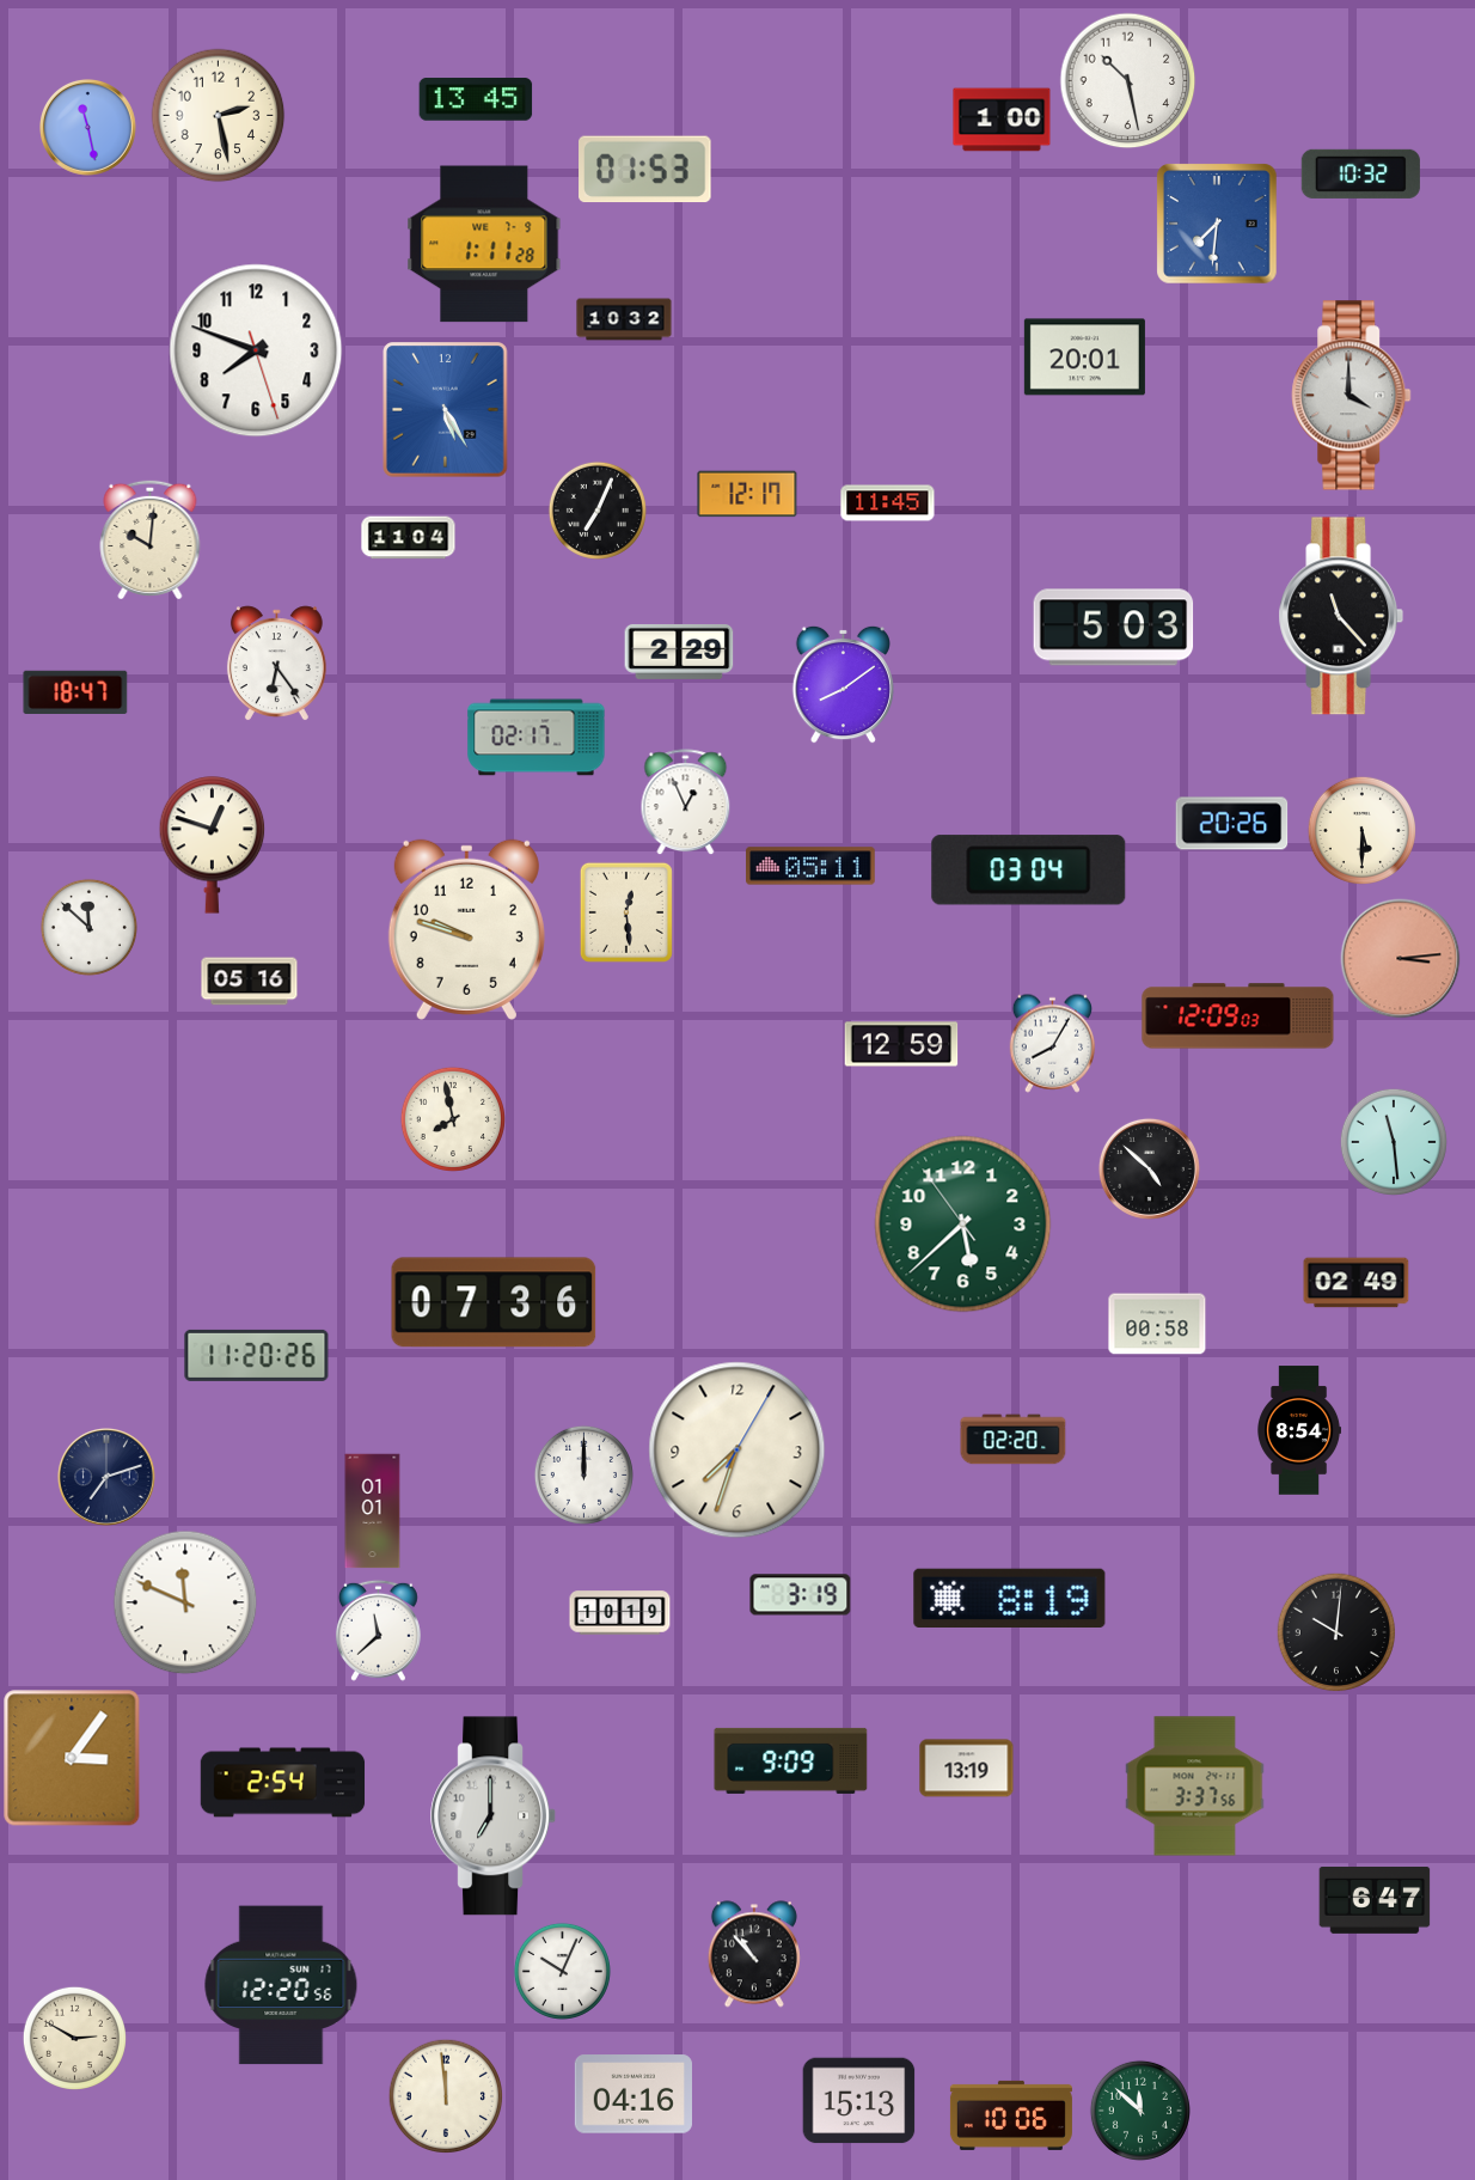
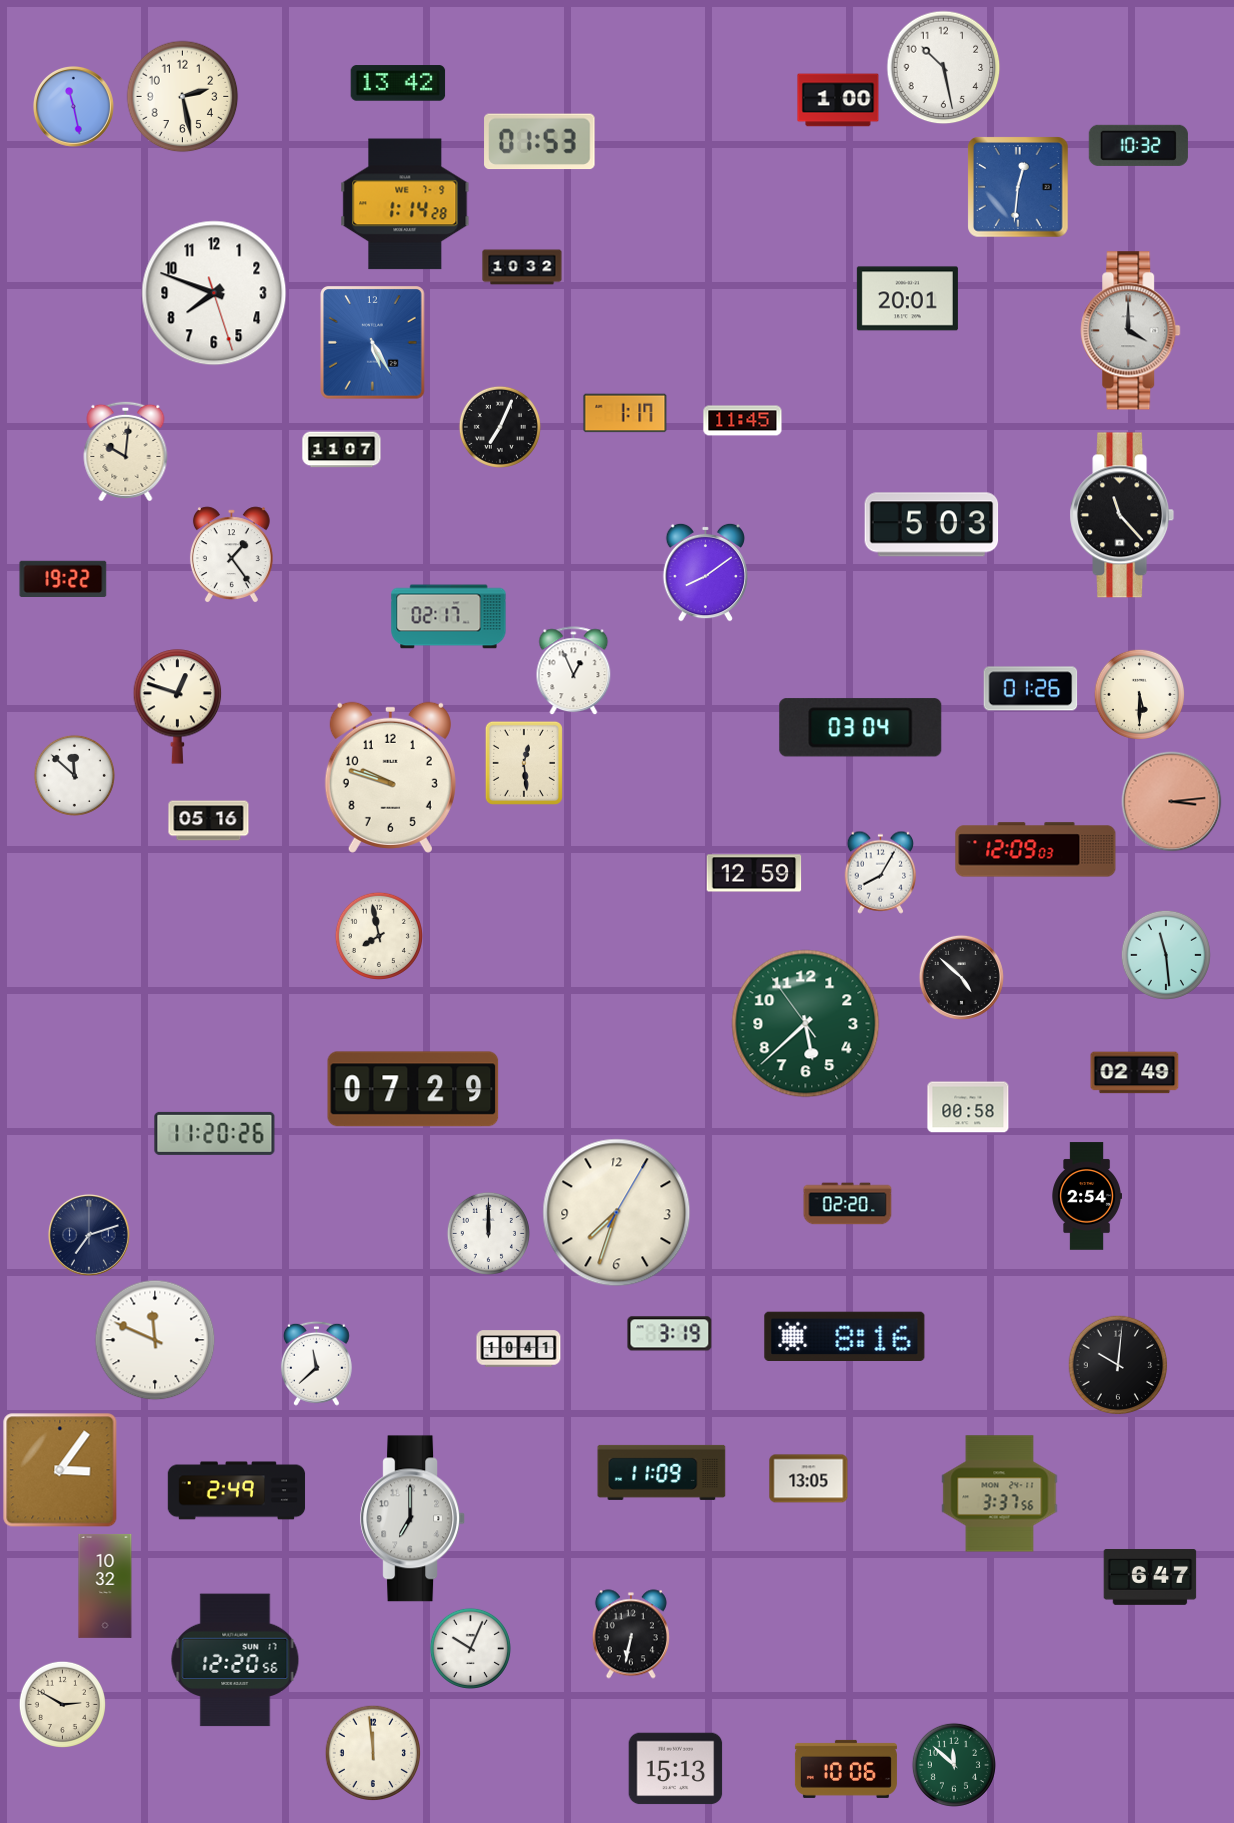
clock at (476, 99): 13:45 -> 13:42
clock at (1217, 224): 7:31 -> 12:31
clock at (484, 244): 1:11 -> 1:14
clock at (747, 494): 12:17 -> 1:17
clock at (409, 538): 11:04 -> 11:07
clock at (679, 652): 2:29 -> none
clock at (276, 664): 6:24 -> 1:24
clock at (75, 691): 18:47 -> 19:22
clock at (1232, 824): 20:26 -> 01:26
clock at (810, 866): 05:11 -> none
clock at (494, 1302): 07:36 -> 07:29
clock at (1298, 1430): 8:54 -> 2:54
clock at (373, 1512): 01:01 -> none
clock at (1010, 1598): 8:19 -> 8:16
clock at (620, 1613): 10:19 -> 10:41
clock at (791, 1760): 9:09 -> 11:09
clock at (967, 1769): 13:19 -> 13:05
clock at (283, 1783): 2:54 -> 2:49
clock at (105, 1586): none -> 10:32
clock at (1375, 1901) position: (1375, 1901) -> (1150, 1578)
clock at (754, 1954): 10:53 -> 6:32
clock at (634, 2094): 04:16 -> none
clock at (859, 2101) position: (859, 2101) -> (676, 1769)
